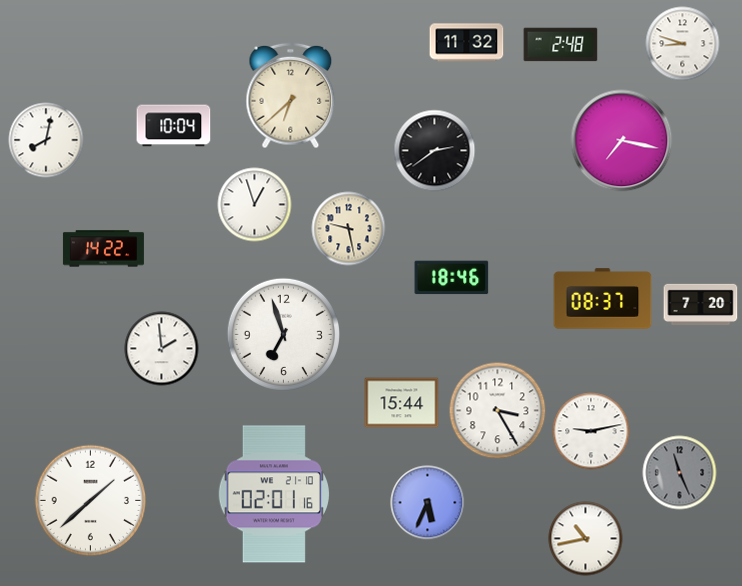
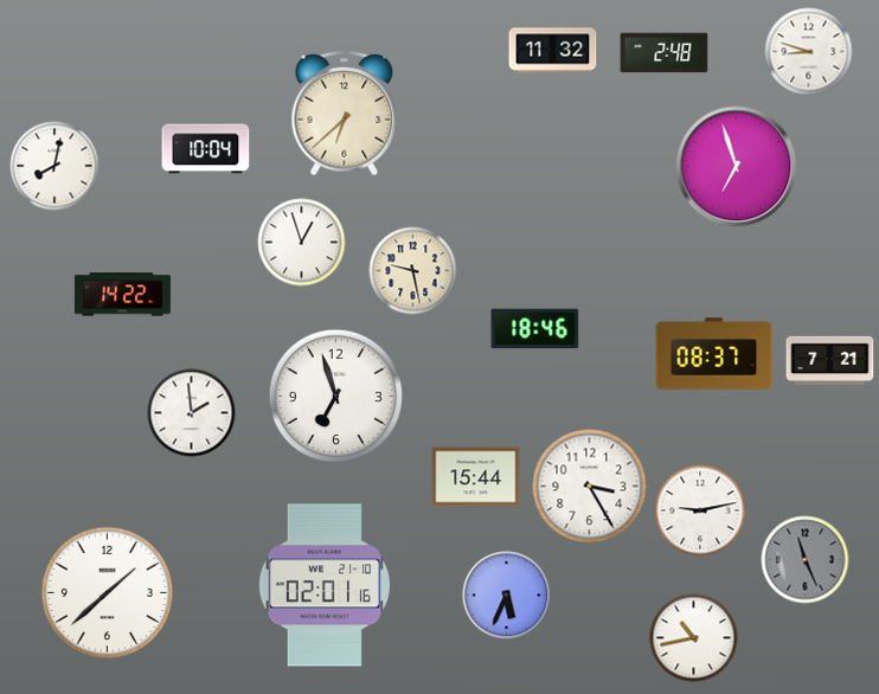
clock at (622, 141): 7:17 -> 6:57
clock at (435, 151): 2:39 -> none
clock at (701, 304): 7:20 -> 7:21
